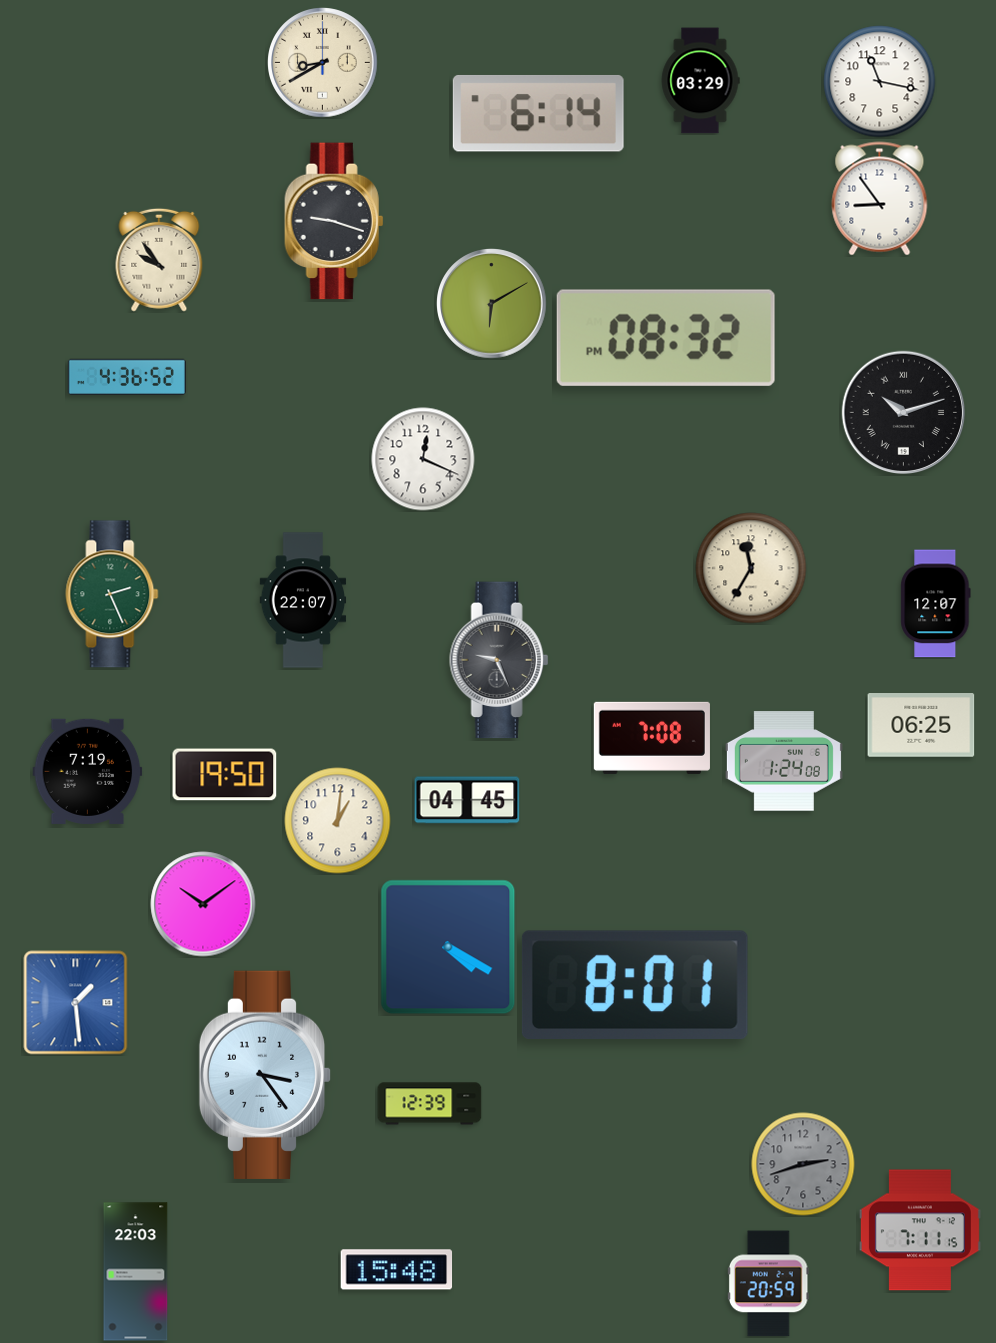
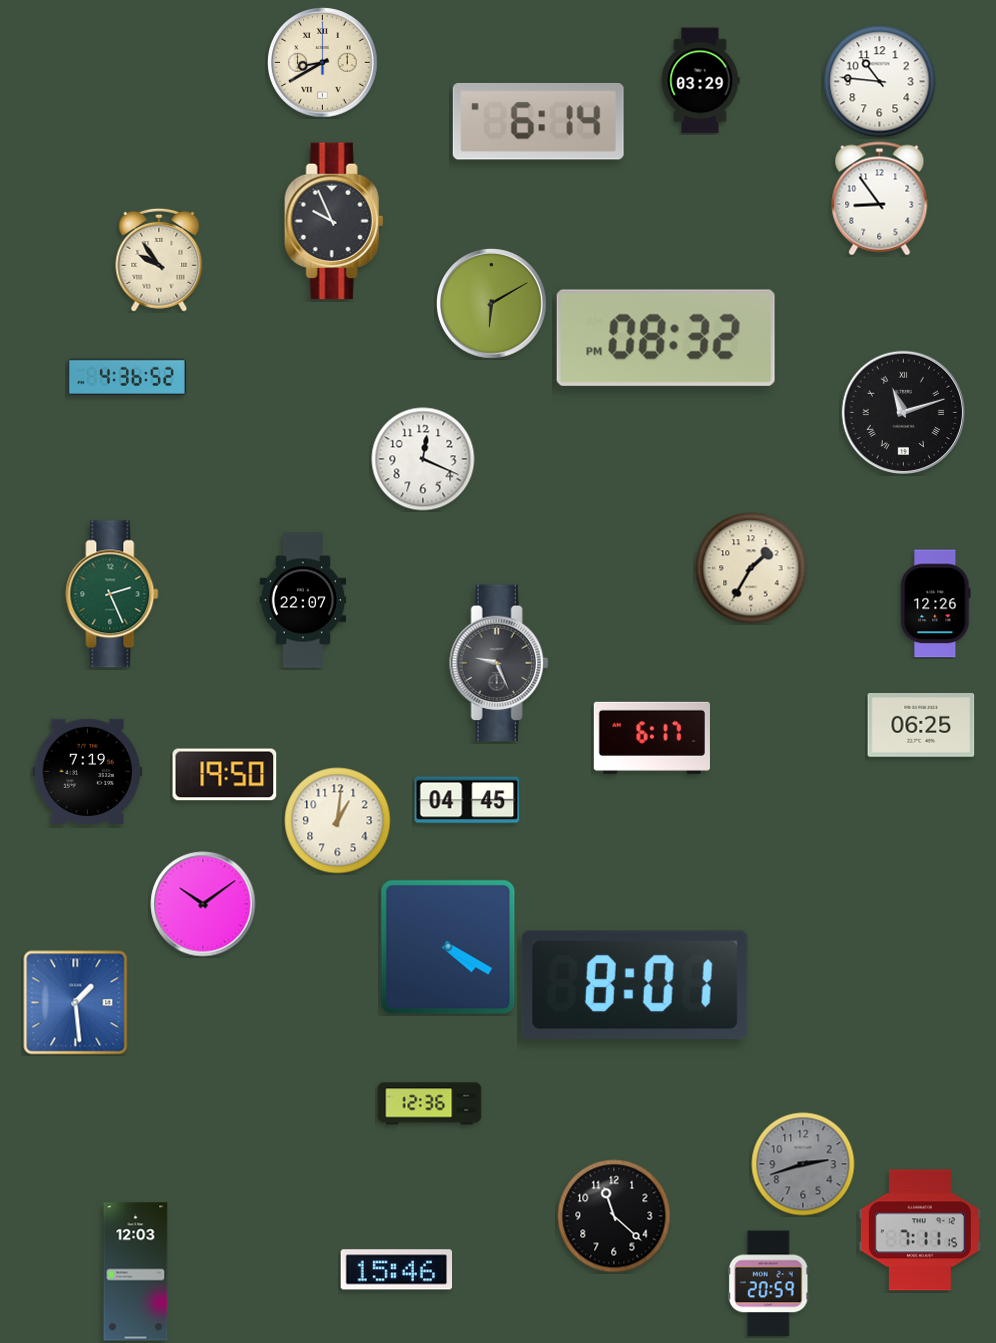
clock at (880, 82): 11:17 -> 10:46
clock at (538, 113) position: (538, 113) -> (538, 121)
clock at (334, 221): 9:18 -> 9:56
clock at (903, 412): 10:12 -> 11:12
clock at (751, 568): 11:35 -> 1:35
clock at (936, 604): 12:07 -> 12:26
clock at (499, 660) position: (499, 660) -> (499, 663)
clock at (652, 738): 7:08 -> 6:17
clock at (784, 761): 1:24 -> none
clock at (265, 1075): 3:24 -> none
clock at (430, 1104): 12:39 -> 12:36
clock at (614, 1216): none -> 11:22
clock at (397, 1270): 15:48 -> 15:46
clock at (136, 1272): 22:03 -> 12:03
